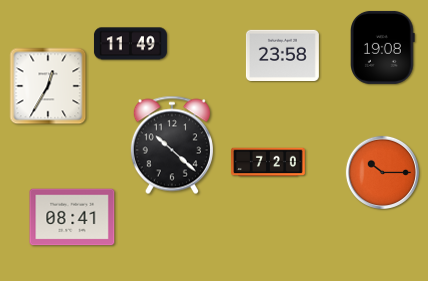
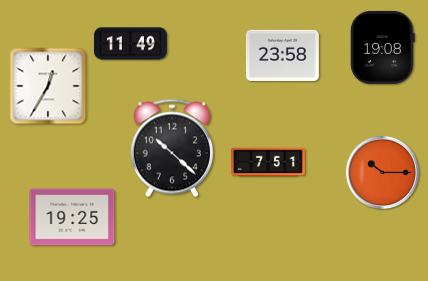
clock at (172, 145) position: (172, 145) -> (172, 148)
clock at (269, 162): 7:20 -> 7:51
clock at (72, 217): 08:41 -> 19:25
